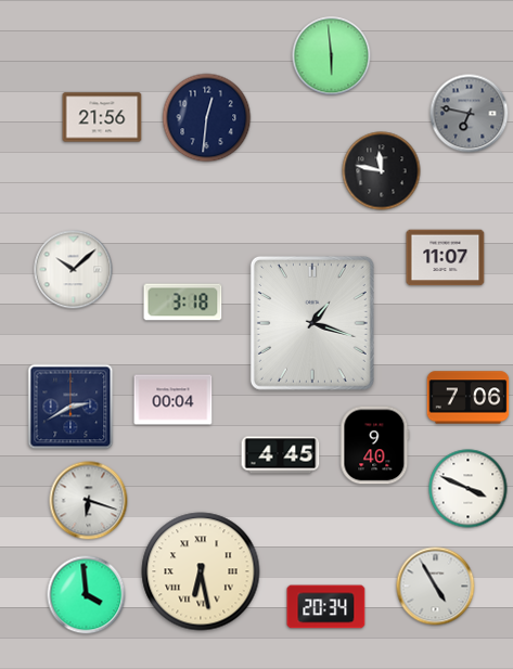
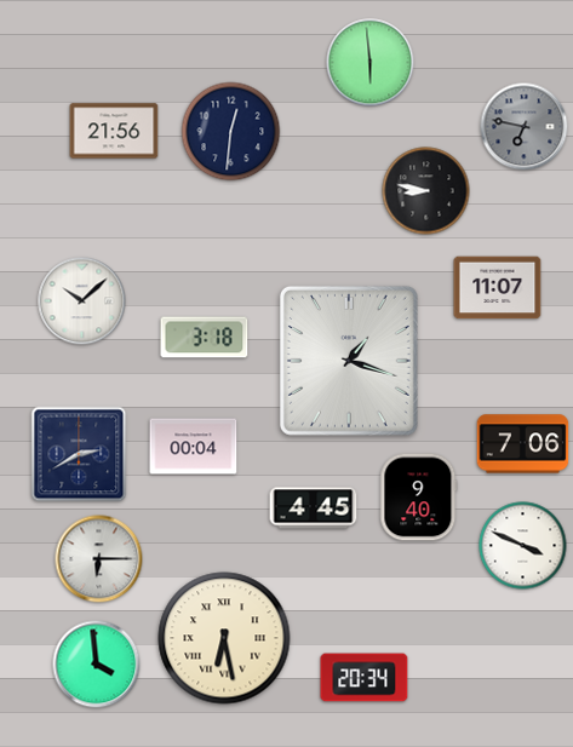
clock at (382, 171): 11:47 -> 8:47
clock at (89, 501): 6:18 -> 6:15
clock at (436, 587): 4:55 -> none
